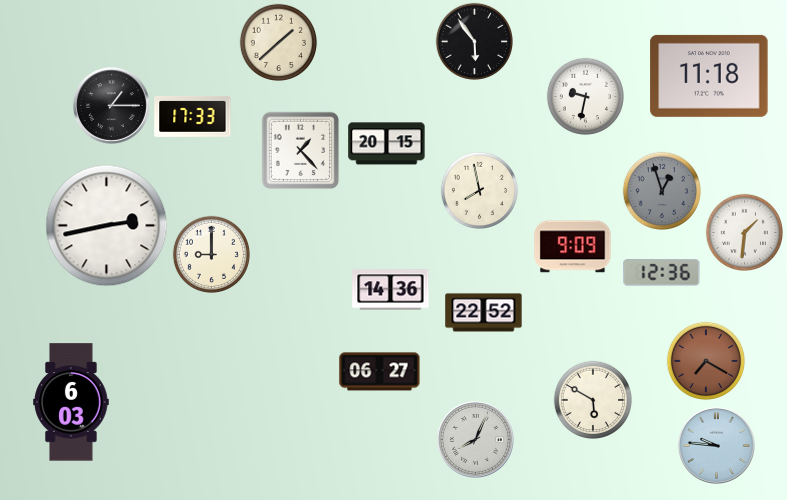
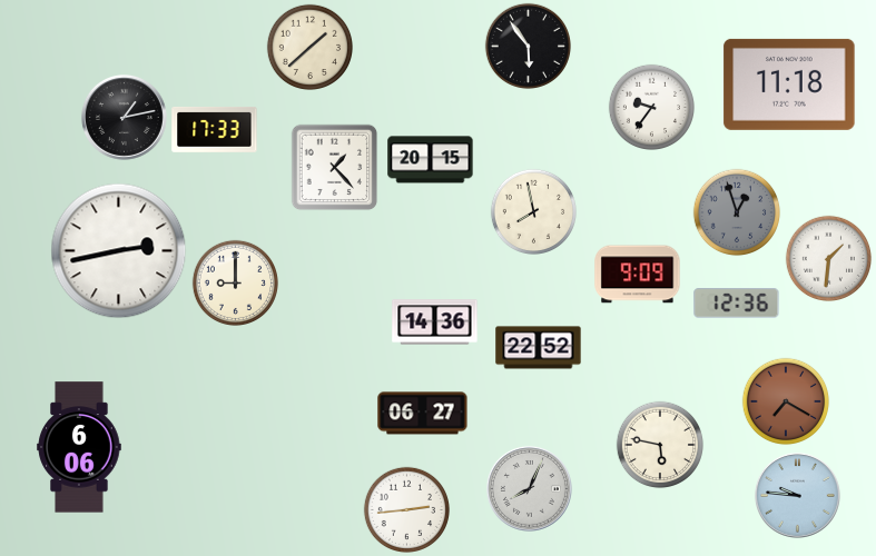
clock at (585, 96): 9:32 -> 9:36
clock at (111, 105): 1:15 -> 1:13
clock at (593, 400): 5:50 -> 5:47
clock at (71, 402): 6:03 -> 6:06
clock at (406, 509): none -> 2:44
